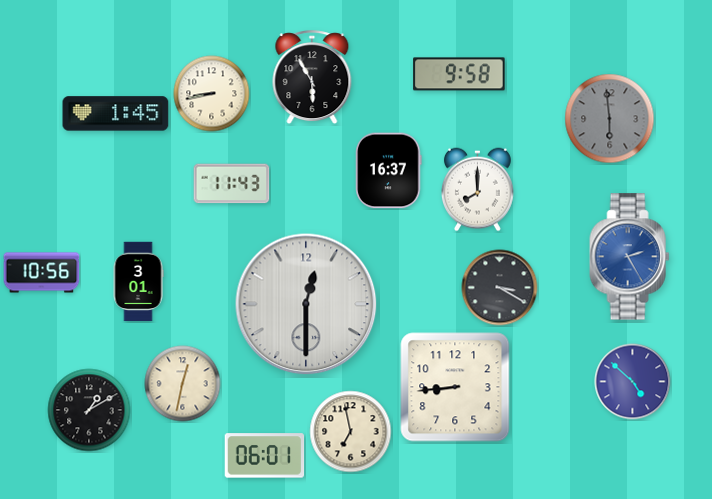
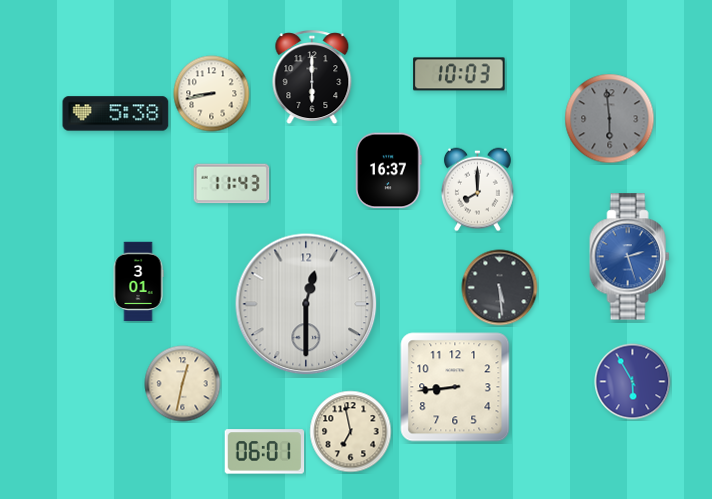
clock at (459, 74): 9:58 -> 10:03
clock at (312, 78): 5:55 -> 6:00
clock at (116, 114): 1:45 -> 5:38
clock at (630, 257): 2:25 -> 2:27
clock at (42, 273): 10:56 -> none
clock at (500, 288): 3:20 -> 5:29
clock at (633, 382): 4:52 -> 5:55
clock at (89, 410): 1:10 -> none
clock at (265, 456) position: (265, 456) -> (265, 452)
